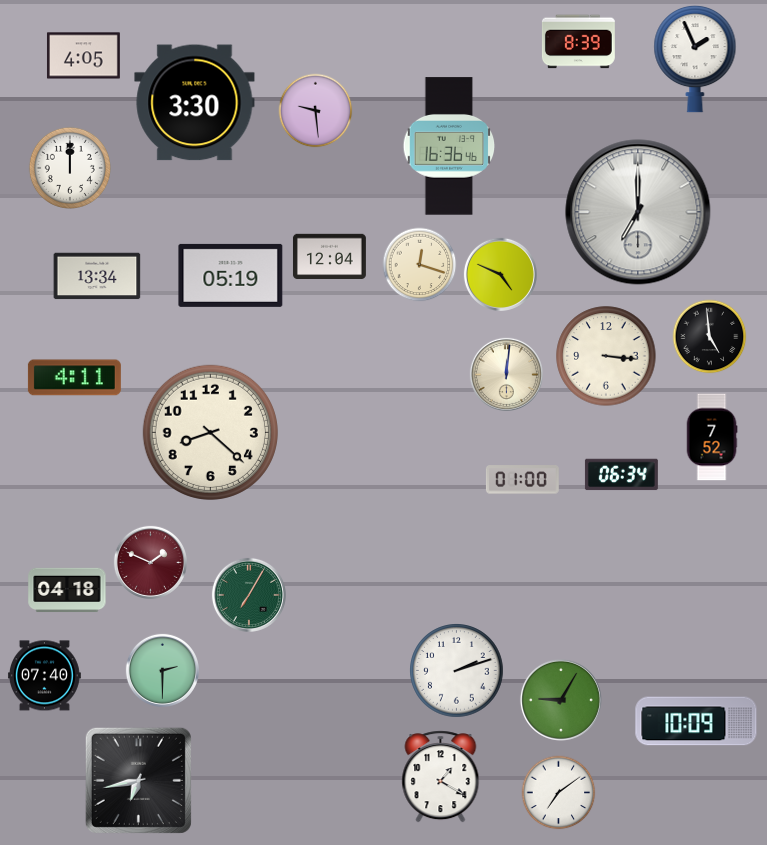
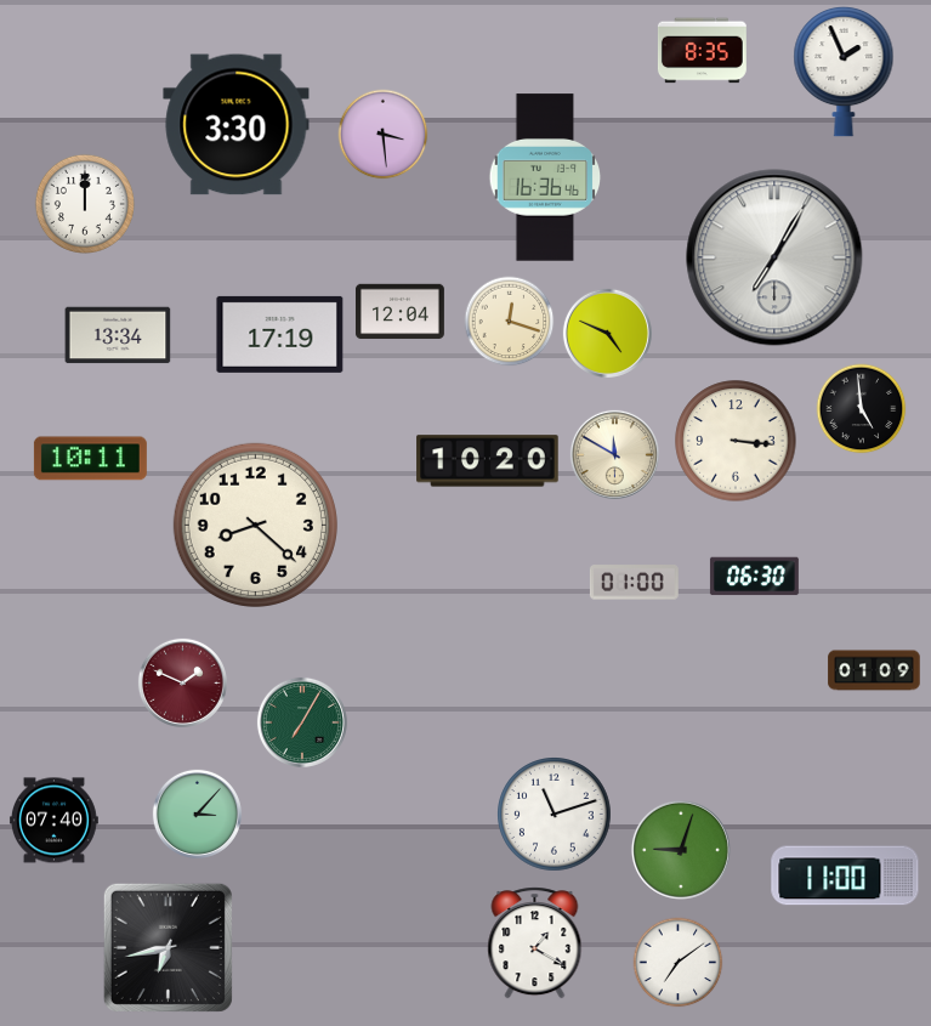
clock at (578, 42): 8:39 -> 8:35
clock at (83, 56): 4:05 -> none
clock at (316, 111): 9:29 -> 3:29
clock at (638, 212): 7:00 -> 7:05
clock at (231, 275): 05:19 -> 17:19
clock at (606, 356) position: (606, 356) -> (736, 441)
clock at (506, 374): 12:01 -> 11:50
clock at (74, 378): 4:11 -> 10:11
clock at (488, 461): none -> 10:20
clock at (712, 437): 7:52 -> none
clock at (621, 475): 06:34 -> 06:30
clock at (874, 670): none -> 01:09
clock at (67, 590): 04:18 -> none
clock at (162, 670): 2:30 -> 3:07
clock at (457, 671): 2:12 -> 11:12
clock at (561, 700): 9:05 -> 9:03
clock at (696, 721): 10:09 -> 11:00
